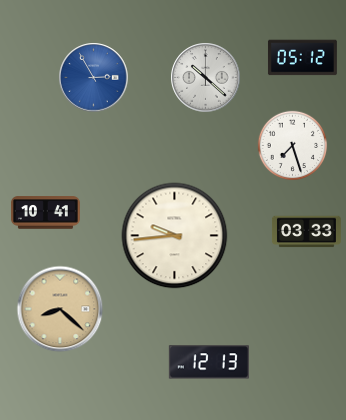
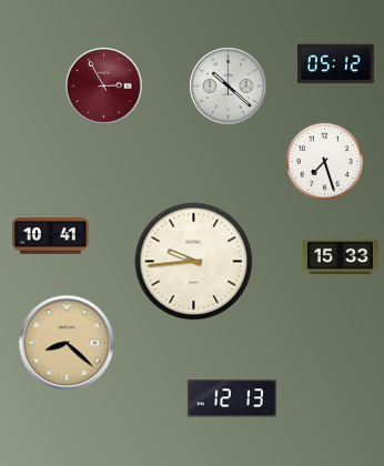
clock at (94, 78) dial: blue -> burgundy
clock at (306, 232): 03:33 -> 15:33
clock at (209, 362) position: (209, 362) -> (232, 398)
